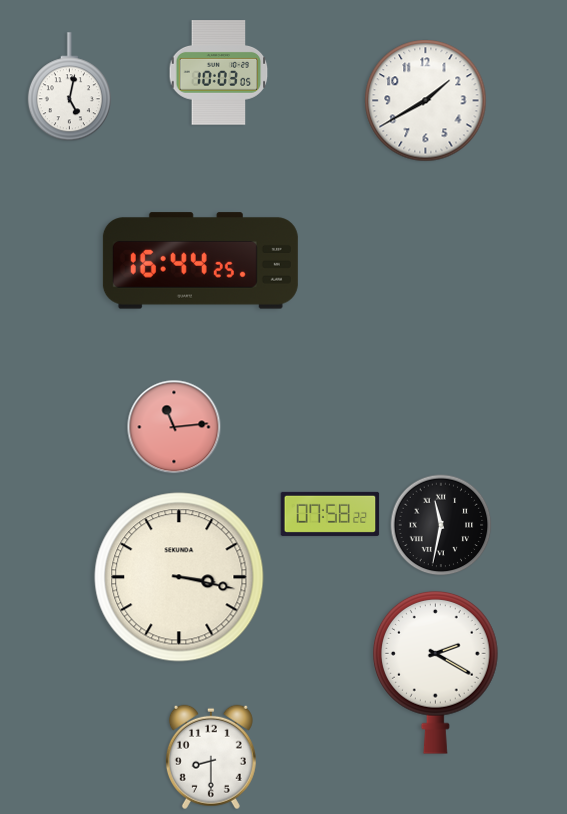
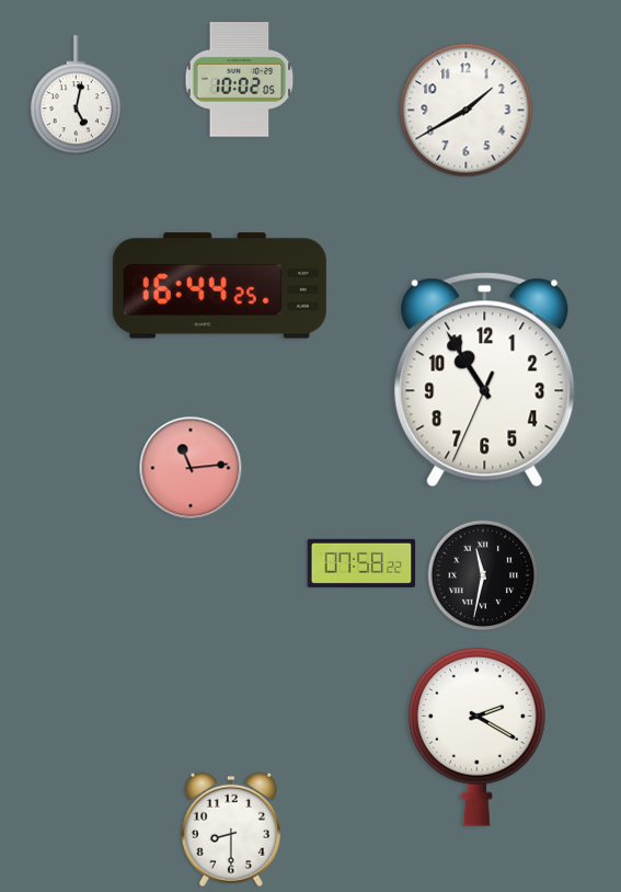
clock at (219, 73): 10:03 -> 10:02
clock at (485, 380): none -> 10:54
clock at (179, 577): 3:17 -> none
